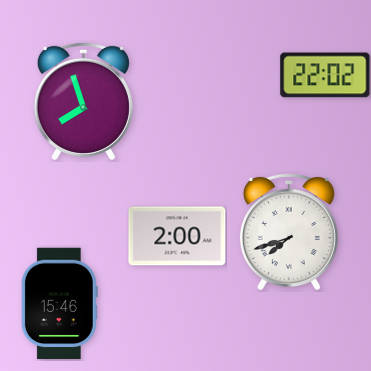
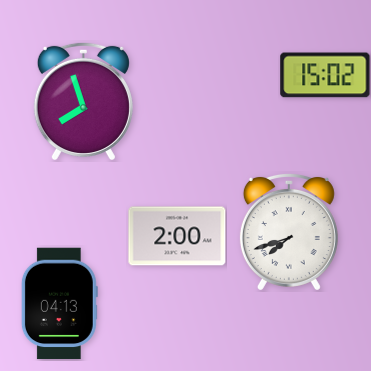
clock at (325, 75): 22:02 -> 15:02
clock at (59, 304): 15:46 -> 04:13
